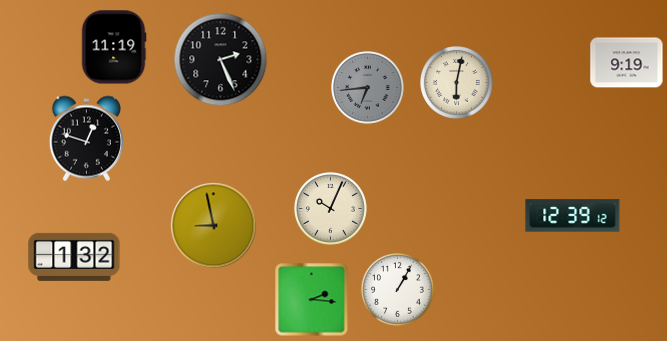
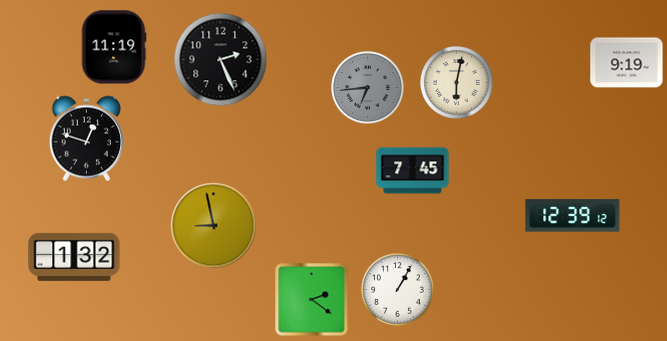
clock at (413, 171): none -> 7:45
clock at (331, 209): 10:04 -> none
clock at (312, 300): 2:16 -> 2:21
